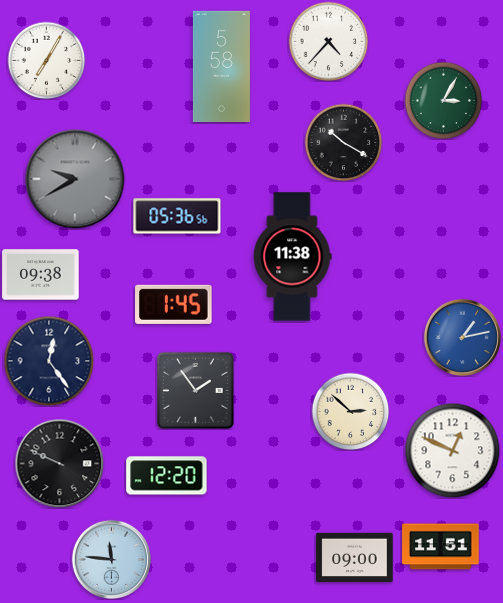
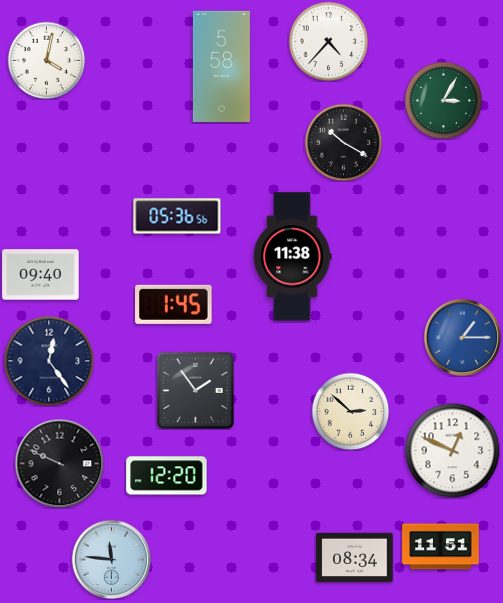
clock at (46, 60): 7:05 -> 4:02
clock at (75, 179): 9:40 -> none
clock at (41, 275): 09:38 -> 09:40
clock at (462, 337): 1:13 -> 1:15
clock at (355, 558): 09:00 -> 08:34
